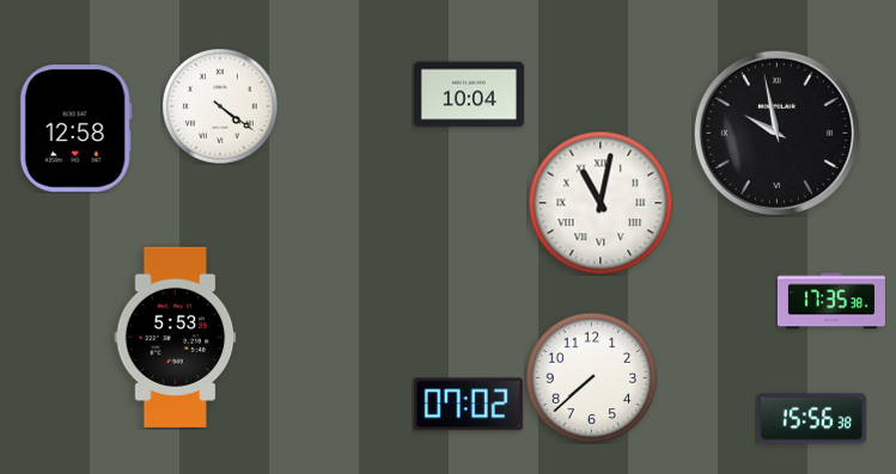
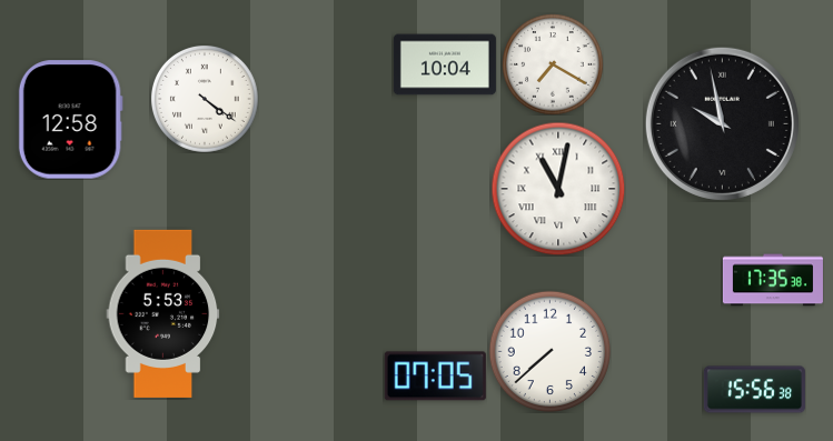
clock at (553, 64): none -> 7:20
clock at (469, 94) position: (469, 94) -> (445, 64)
clock at (468, 405): 07:02 -> 07:05
